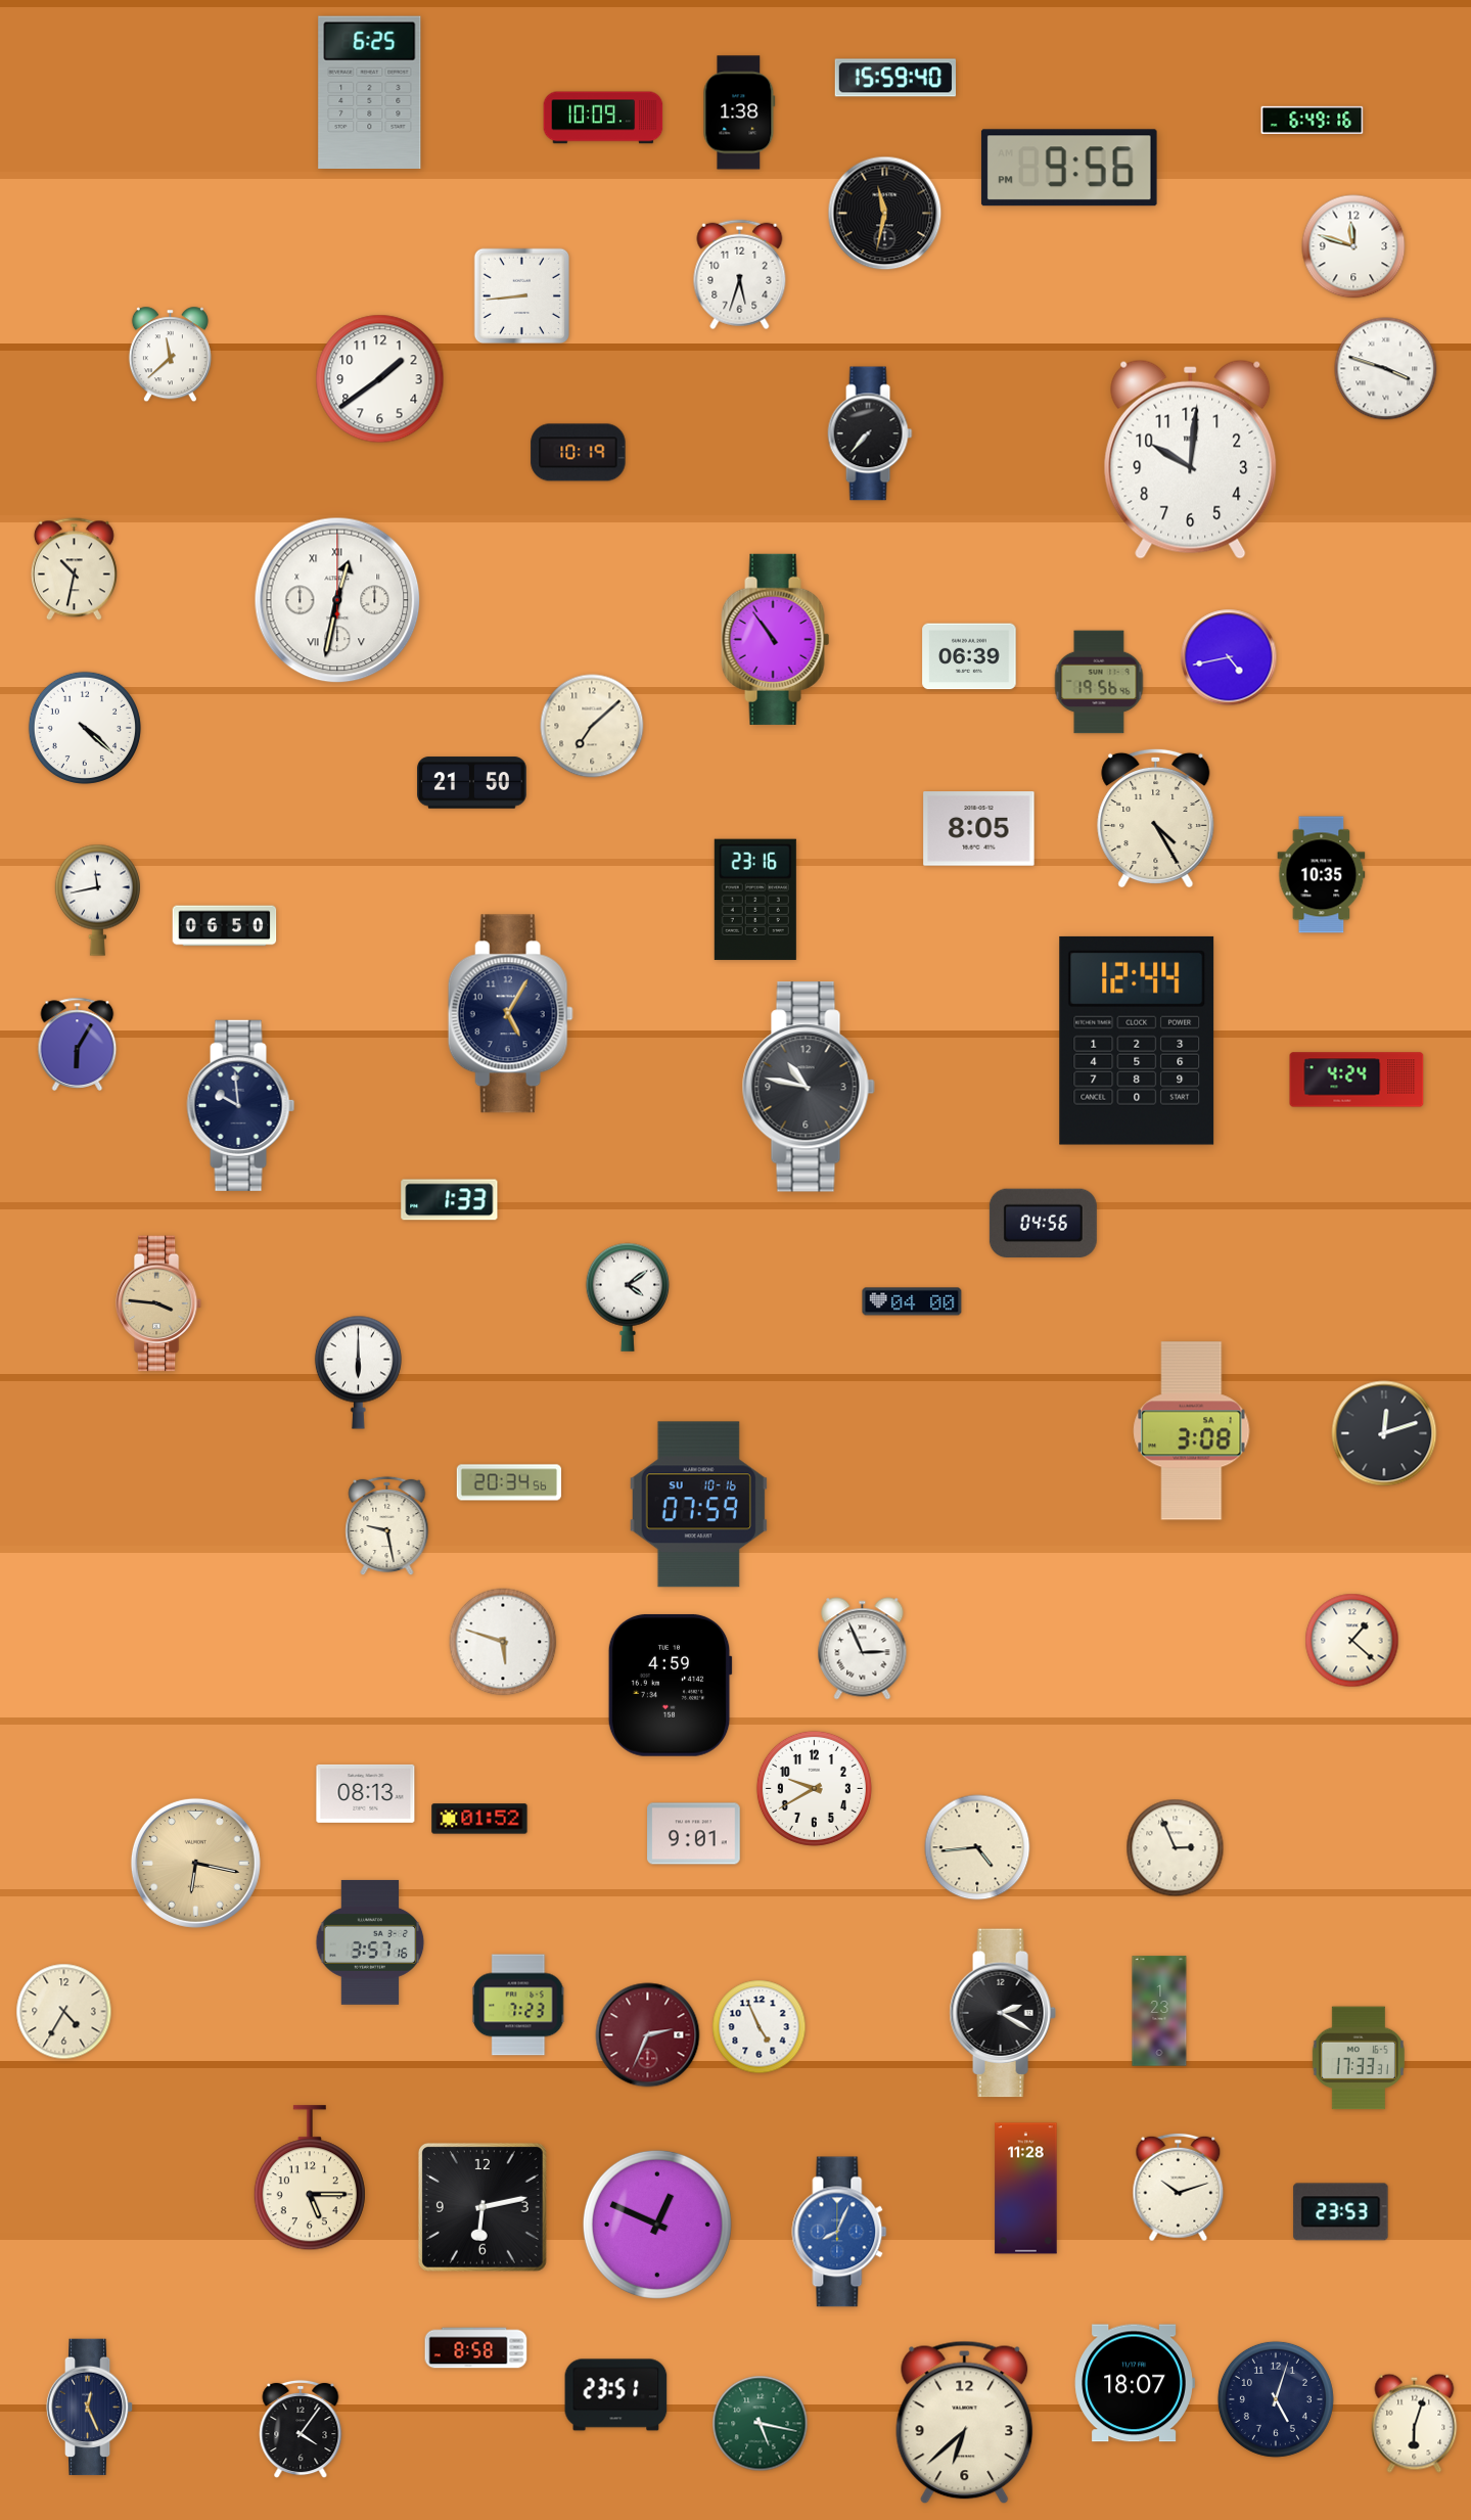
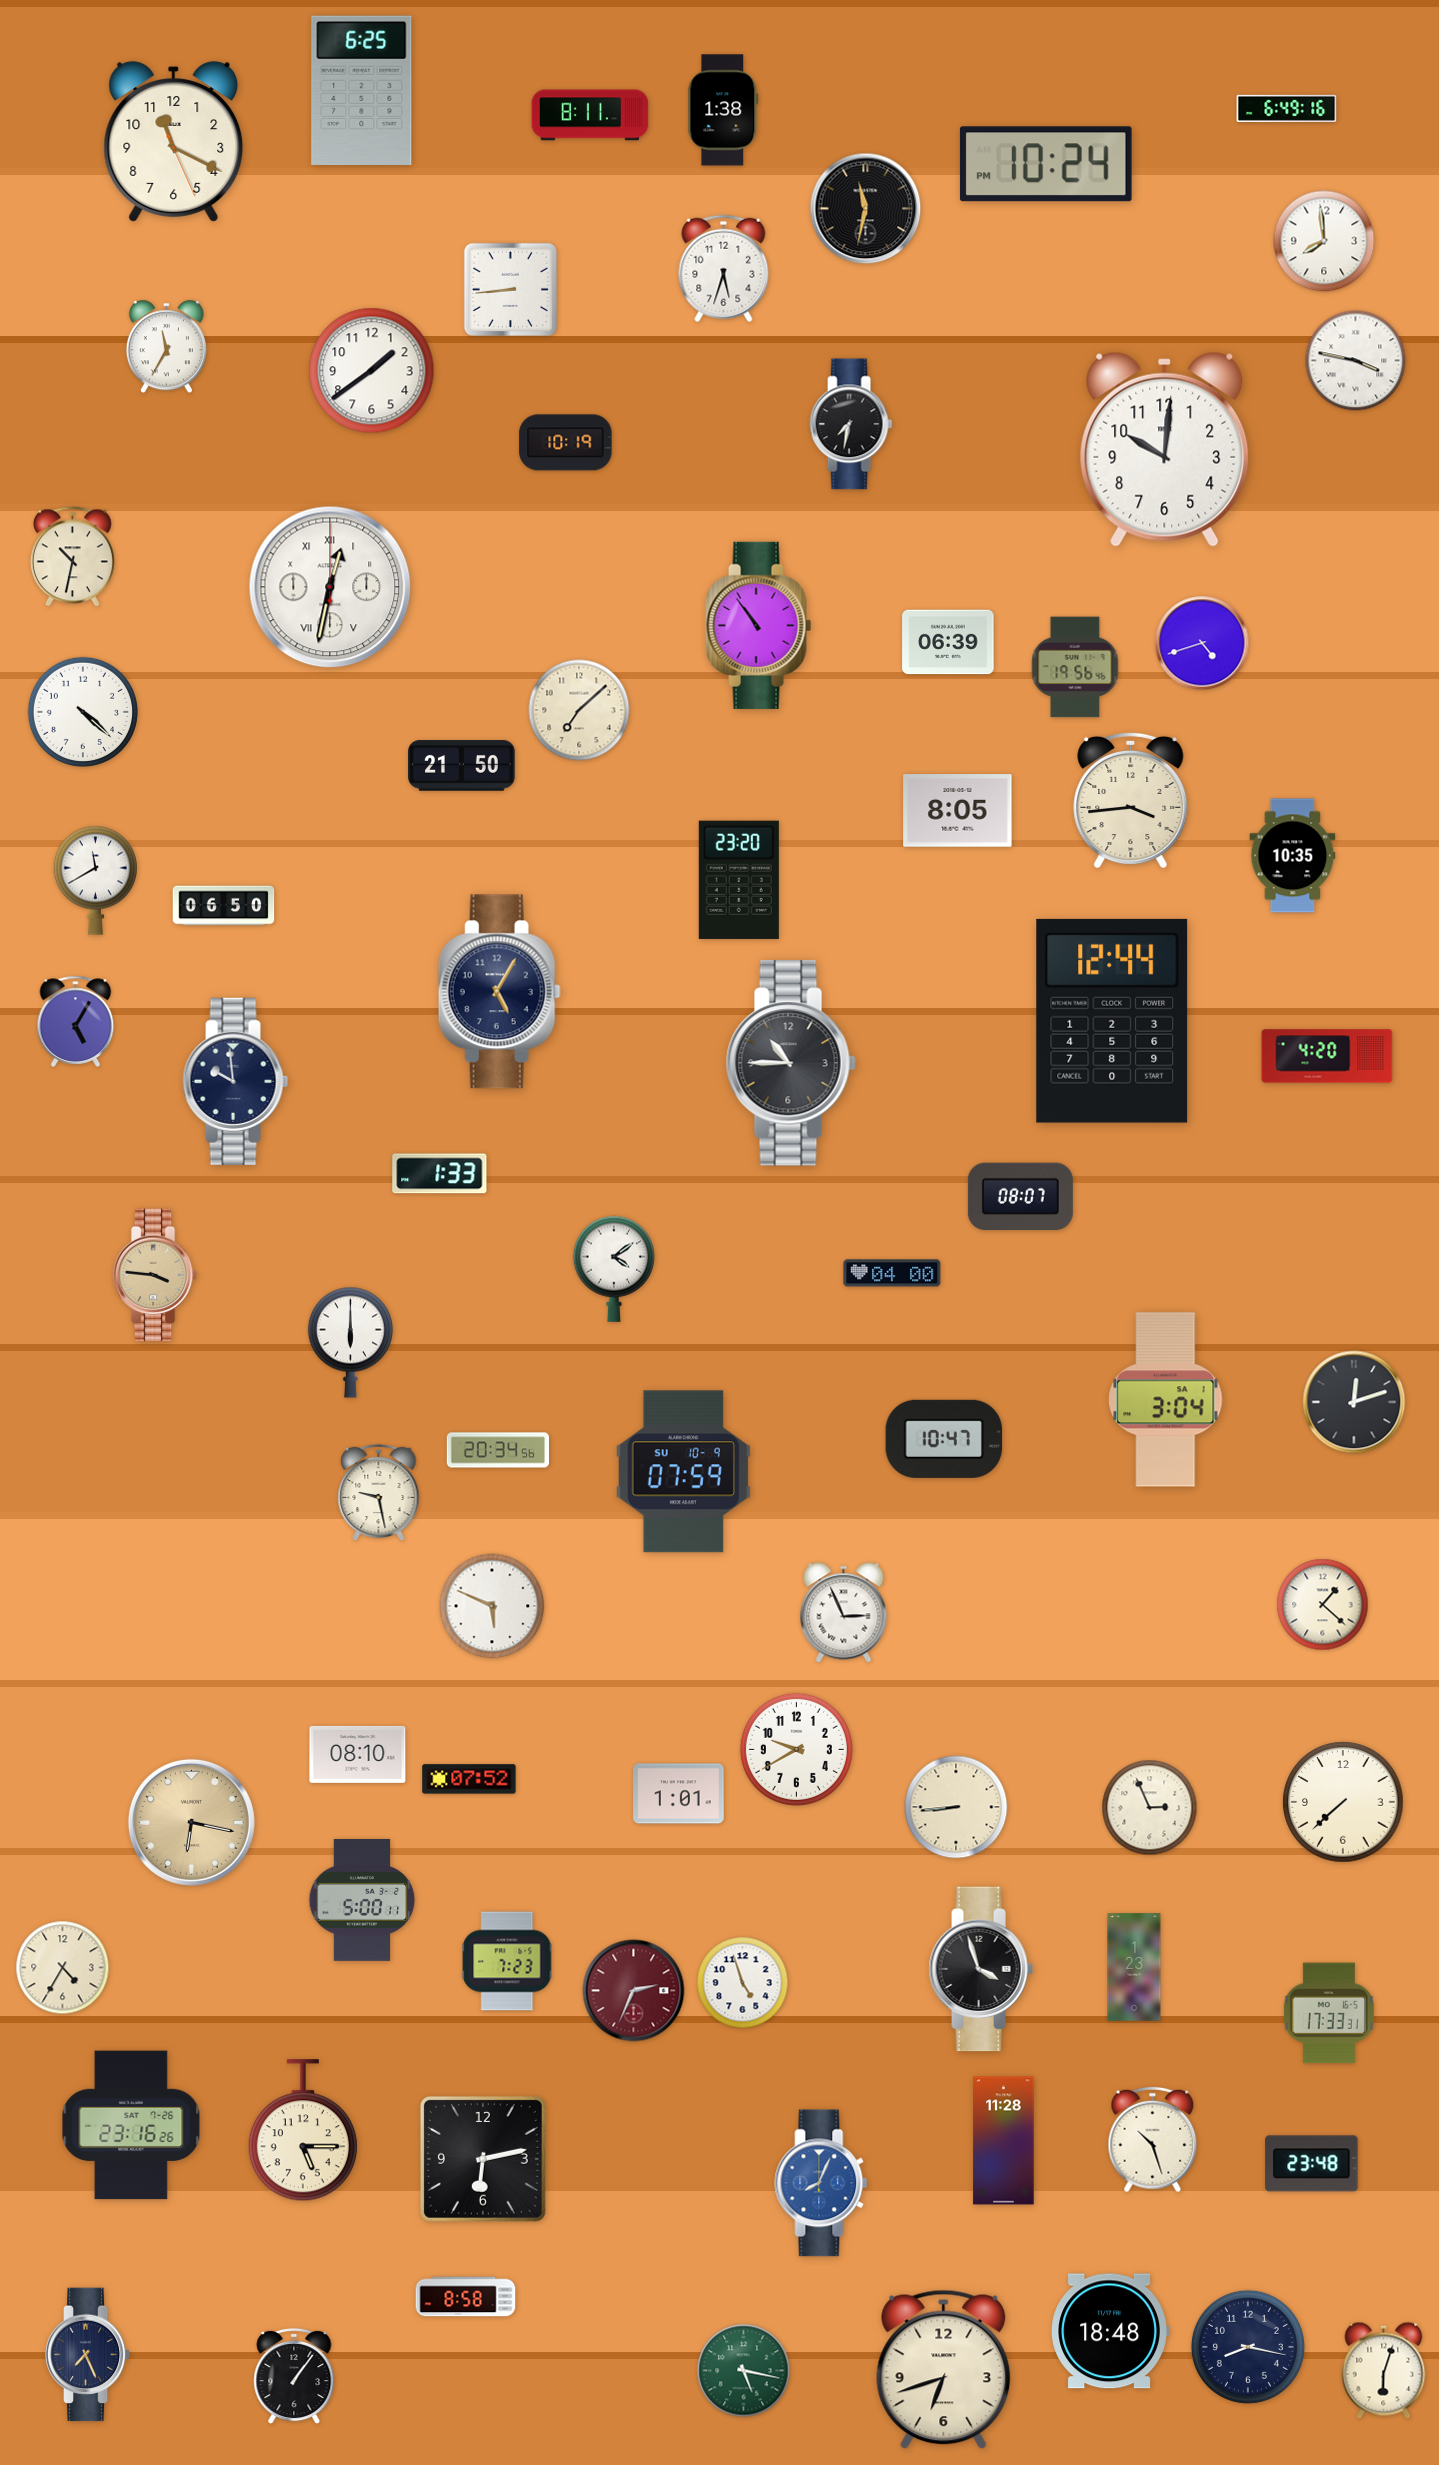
clock at (894, 78): 15:59 -> none
clock at (603, 118): 10:09 -> 8:11
clock at (1313, 120) position: (1313, 120) -> (1287, 108)
clock at (174, 142): none -> 11:19
clock at (1069, 168): 9:56 -> 10:24
clock at (1353, 246): 11:48 -> 7:59
clock at (170, 355): 11:38 -> 11:35
clock at (1386, 369): 3:48 -> 3:47
clock at (870, 433): 7:37 -> 7:32
clock at (1229, 657): 4:43 -> 4:42
clock at (1156, 818): 4:25 -> 3:44
clock at (97, 900): 11:43 -> 11:40
clock at (755, 900): 23:16 -> 23:20
clock at (225, 926) position: (225, 926) -> (224, 906)
clock at (1137, 1041) position: (1137, 1041) -> (1112, 1021)
clock at (78, 1044): 6:05 -> 5:05
clock at (1357, 1080): 4:24 -> 4:20
clock at (809, 1087): 10:47 -> 10:45
clock at (1043, 1224): 04:56 -> 08:07
clock at (1192, 1431): 3:08 -> 3:04
clock at (944, 1439): none -> 10:47
clock at (698, 1505) date: SU 10-16 -> SU 10-9
clock at (503, 1642): 5:48 -> 5:49
clock at (670, 1685): 4:59 -> none
clock at (366, 1793): 08:13 -> 08:10
clock at (479, 1819): 01:52 -> 07:52
clock at (694, 1834): 9:01 -> 1:01
clock at (1343, 1802): none -> 7:38
clock at (977, 1847): 4:44 -> 8:44
clock at (370, 1942): 3:57 -> 5:00
clock at (1003, 2013): 2:20 -> 3:57
clock at (760, 2027): 4:56 -> 4:57
clock at (131, 2125): none -> 23:16
clock at (1179, 2188): 10:12 -> 10:27
clock at (482, 2207) position: (482, 2207) -> (483, 2159)
clock at (1341, 2212): 23:53 -> 23:48
clock at (657, 2225): 12:49 -> none
clock at (1135, 2383): 18:07 -> 18:48
clock at (616, 2395): 23:51 -> none
clock at (1276, 2399): 5:03 -> 8:17
clock at (90, 2408): 12:26 -> 7:26
clock at (965, 2423): 6:38 -> 6:42
clock at (301, 2429): 4:06 -> 1:06
